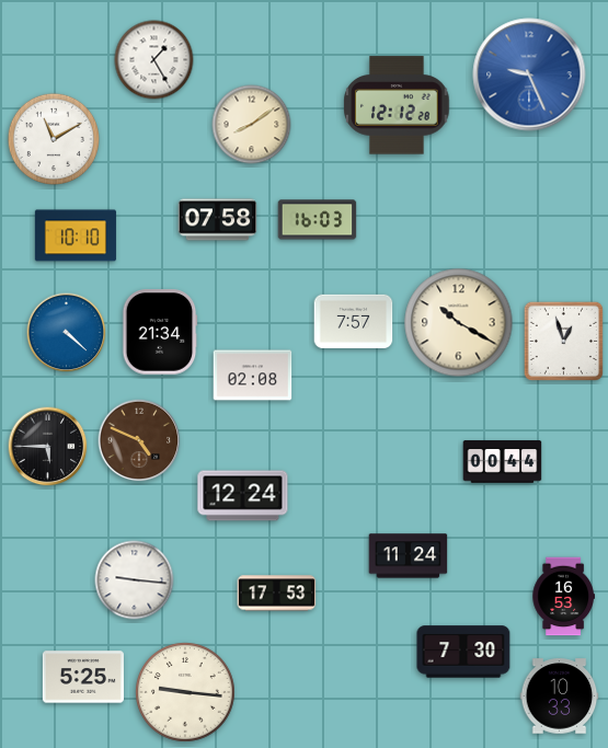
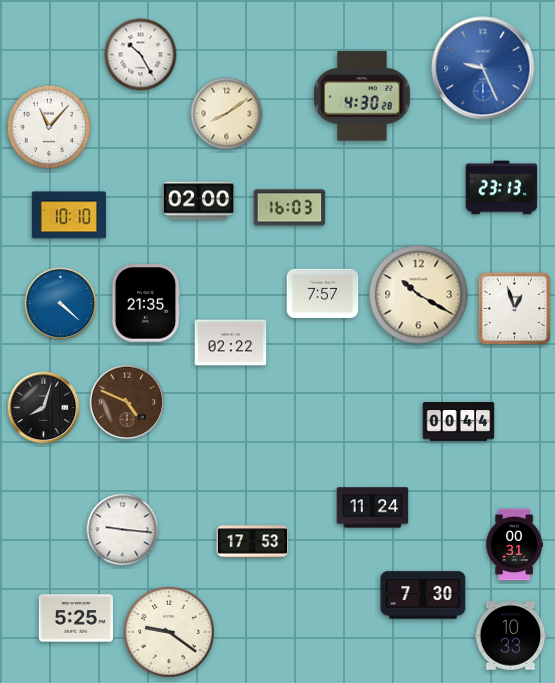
clock at (154, 60): 1:25 -> 10:25
clock at (397, 105): 12:12 -> 4:30
clock at (252, 125) position: (252, 125) -> (227, 114)
clock at (53, 138): 11:10 -> 11:07
clock at (502, 188): none -> 23:13
clock at (218, 220): 07:58 -> 02:00
clock at (318, 220) position: (318, 220) -> (290, 208)
clock at (160, 332): 21:34 -> 21:35
clock at (563, 341) position: (563, 341) -> (514, 308)
clock at (253, 376): 02:08 -> 02:22
clock at (48, 447): 5:45 -> 8:03
clock at (243, 496): 12:24 -> none
clock at (563, 597): 16:53 -> 00:31
clock at (186, 693): 9:16 -> 9:21
